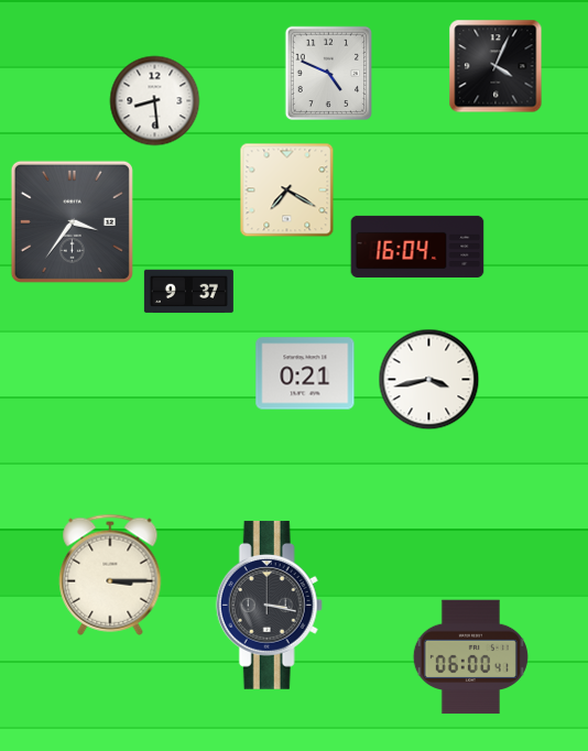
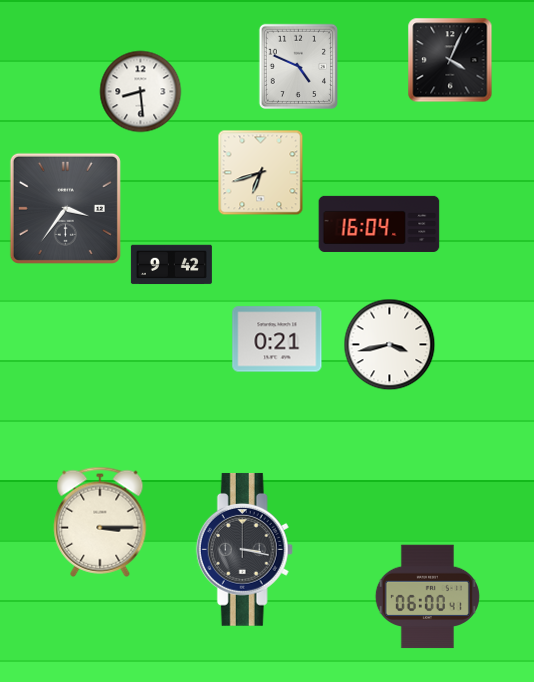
clock at (287, 191): 7:20 -> 6:42
clock at (72, 221) position: (72, 221) -> (65, 208)
clock at (188, 292): 9:37 -> 9:42
